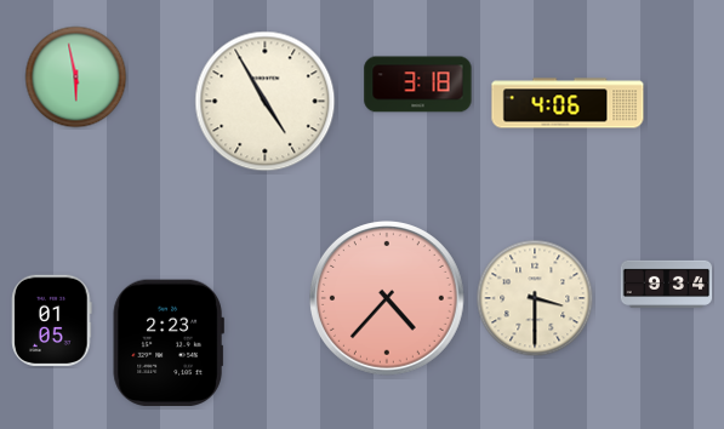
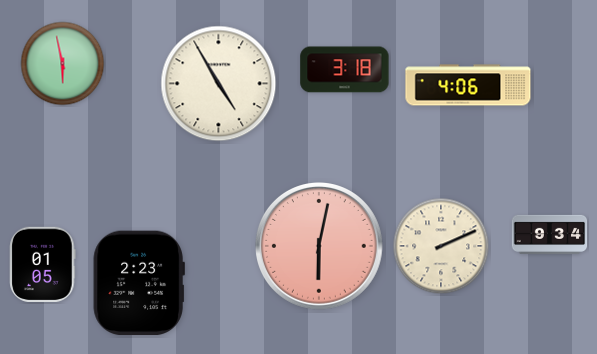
clock at (535, 298): 3:30 -> 2:11
clock at (388, 299): 4:37 -> 6:02
